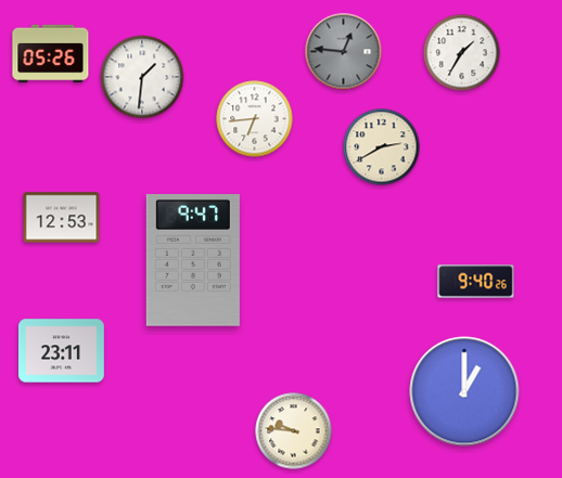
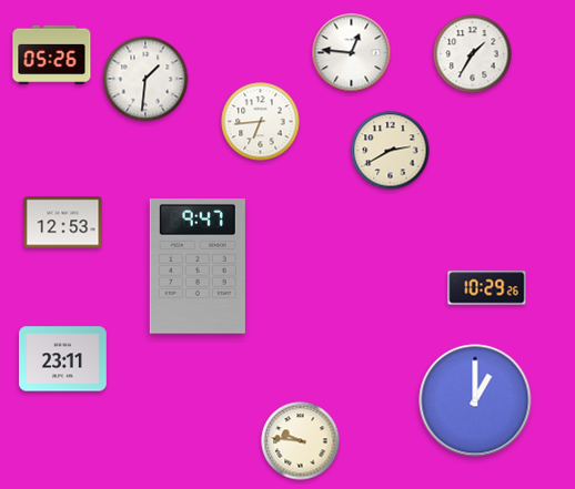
clock at (344, 52) dial: grey -> white
clock at (476, 282): 9:40 -> 10:29
